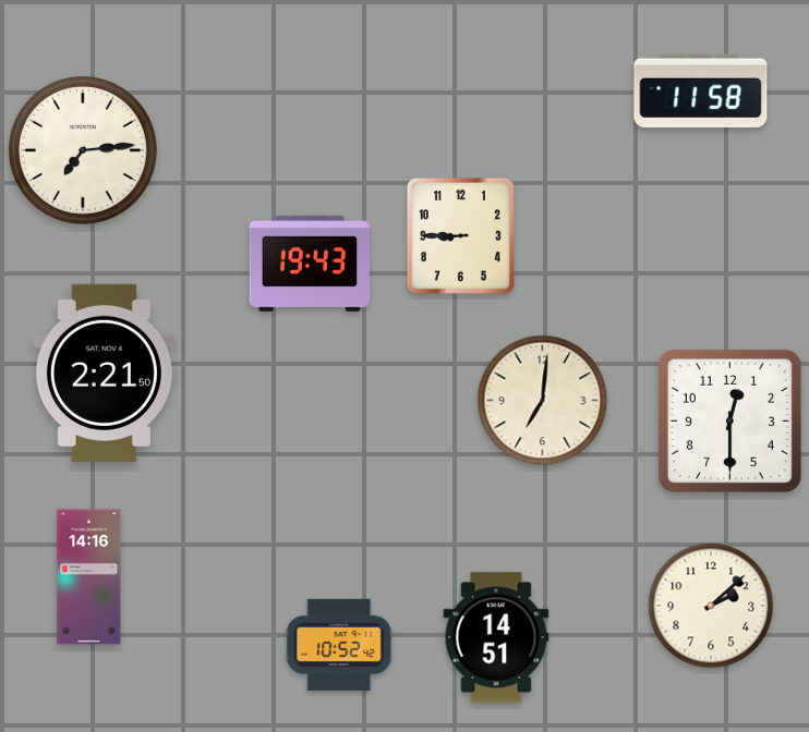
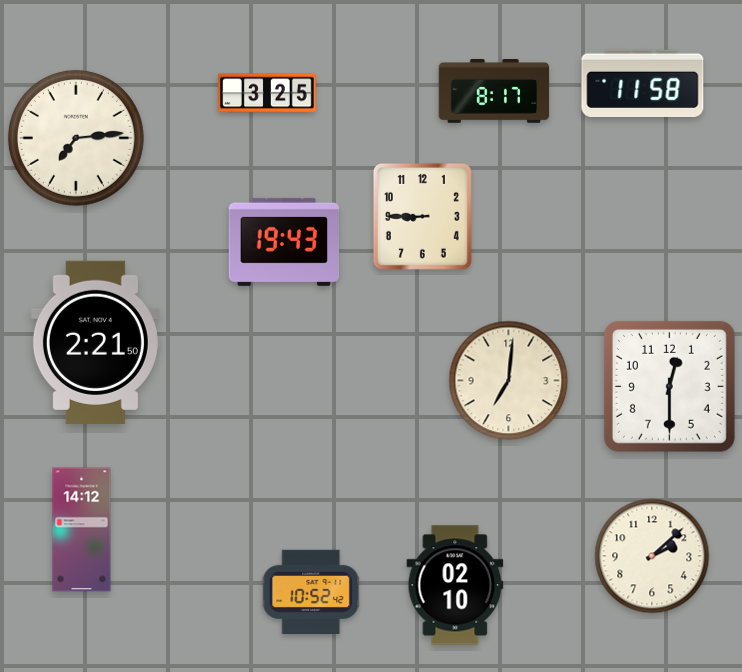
clock at (494, 92): none -> 8:17
clock at (267, 93): none -> 3:25
clock at (543, 401) position: (543, 401) -> (509, 381)
clock at (89, 577): 14:16 -> 14:12
clock at (496, 637): 14:51 -> 02:10
